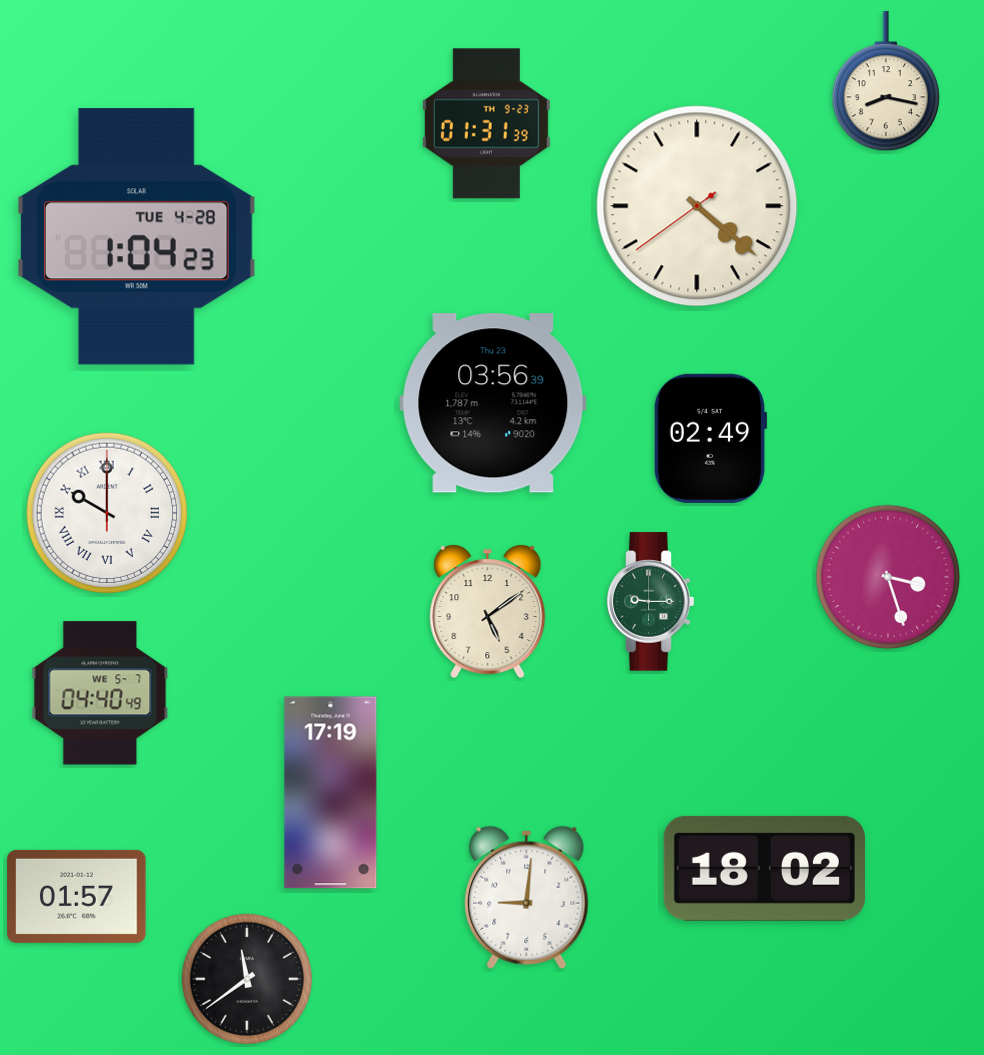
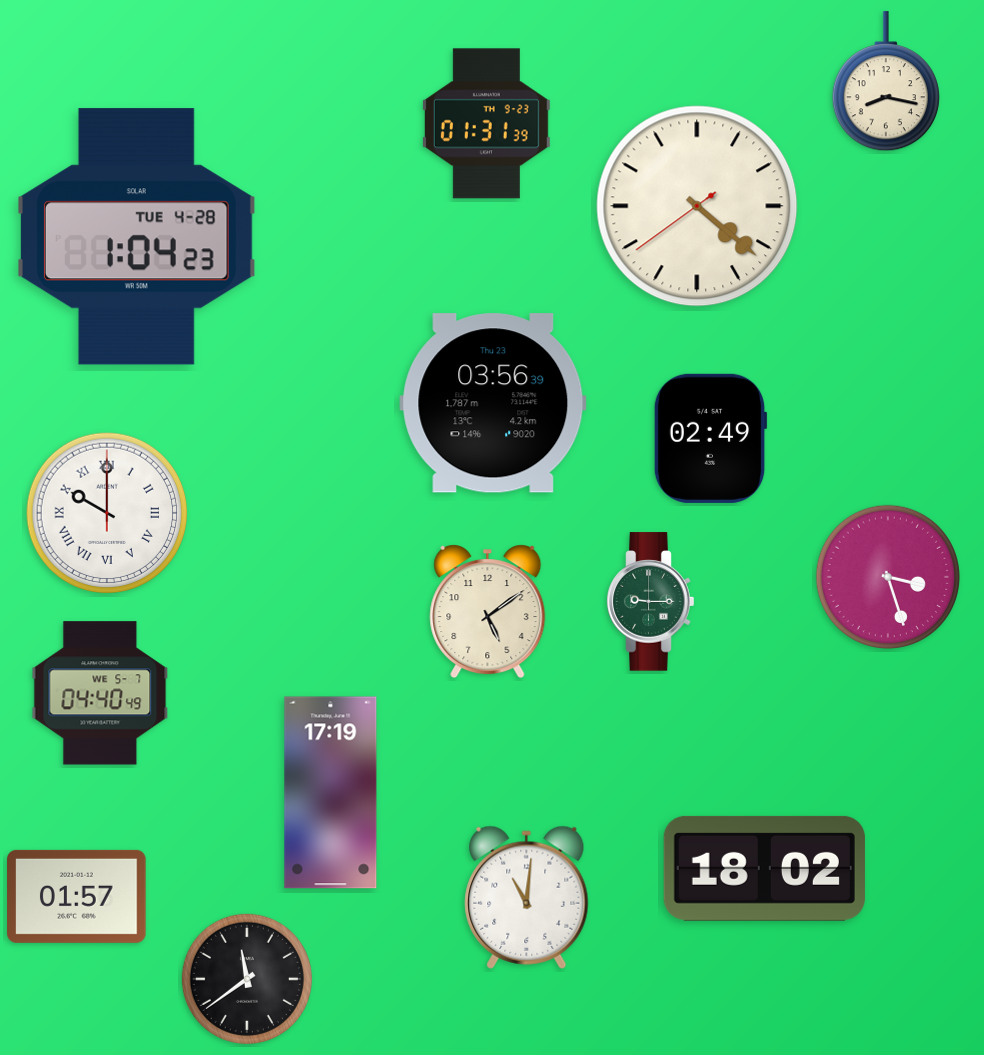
clock at (527, 897): 9:01 -> 11:01
